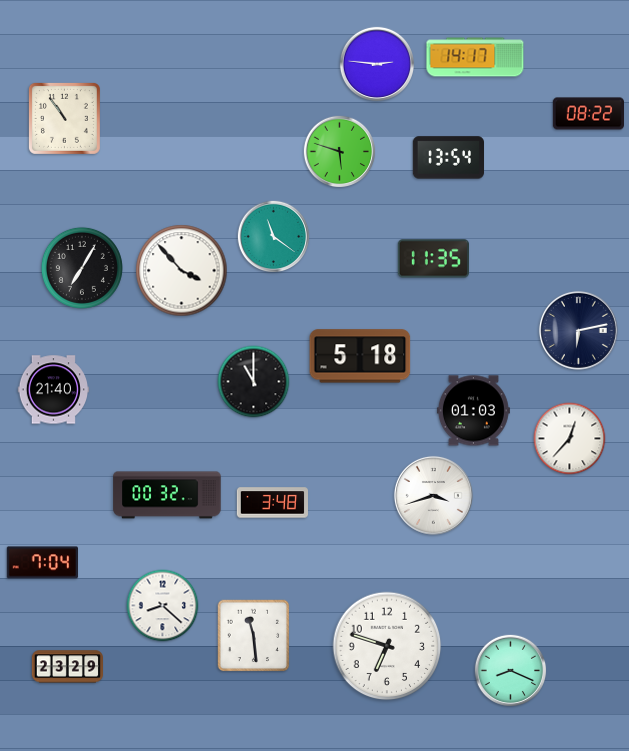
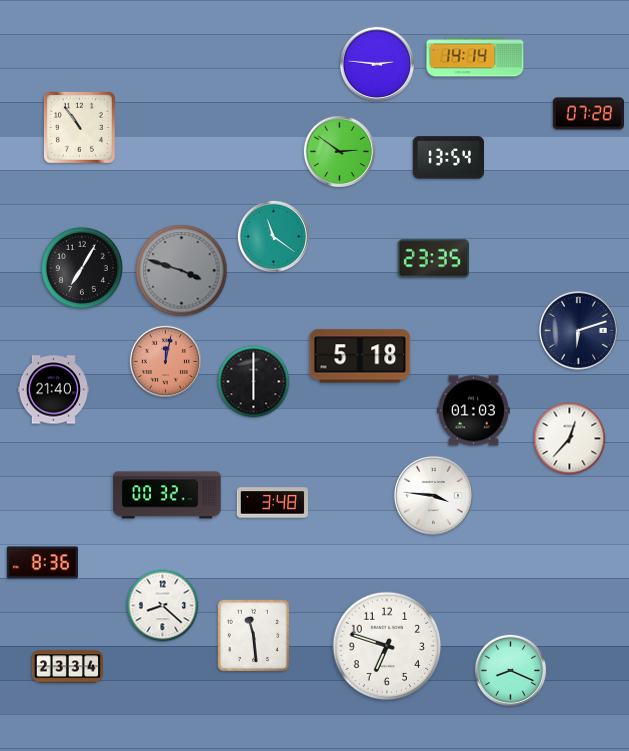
clock at (475, 57): 14:17 -> 14:14
clock at (589, 114): 08:22 -> 07:28
clock at (64, 118) position: (64, 118) -> (79, 127)
clock at (340, 152): 5:48 -> 2:51
clock at (433, 259): 11:35 -> 23:35
clock at (182, 271): 3:53 -> 3:48
clock at (182, 271) dial: white -> grey
clock at (578, 330): 6:13 -> 6:12
clock at (166, 362): none -> 12:02
clock at (254, 382): 11:00 -> 6:00
clock at (433, 495): 3:42 -> 3:46
clock at (42, 563): 7:04 -> 8:36
clock at (68, 667): 23:29 -> 23:34
